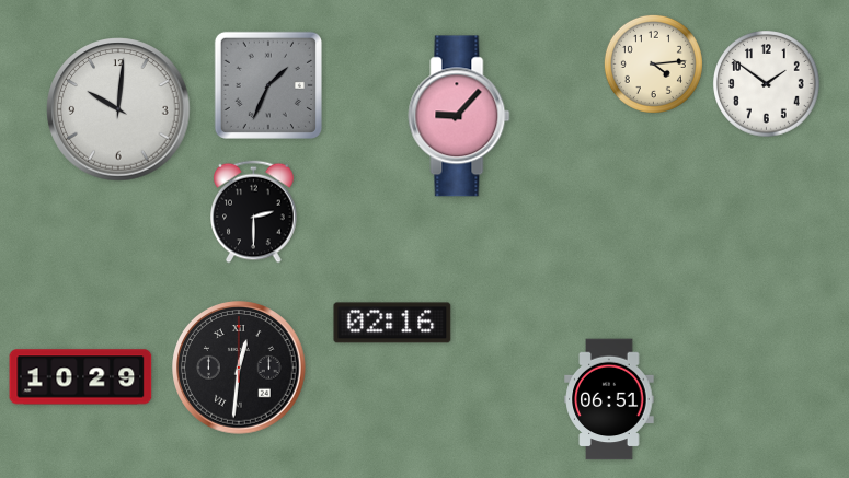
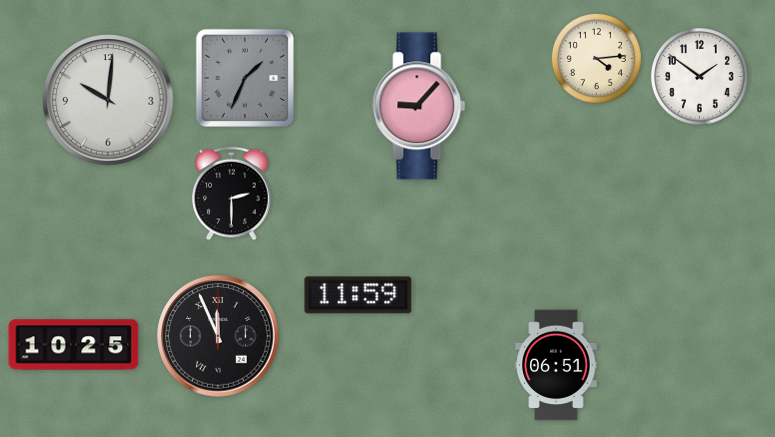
clock at (392, 323): 02:16 -> 11:59
clock at (239, 368): 12:31 -> 11:56
clock at (81, 377): 10:29 -> 10:25
